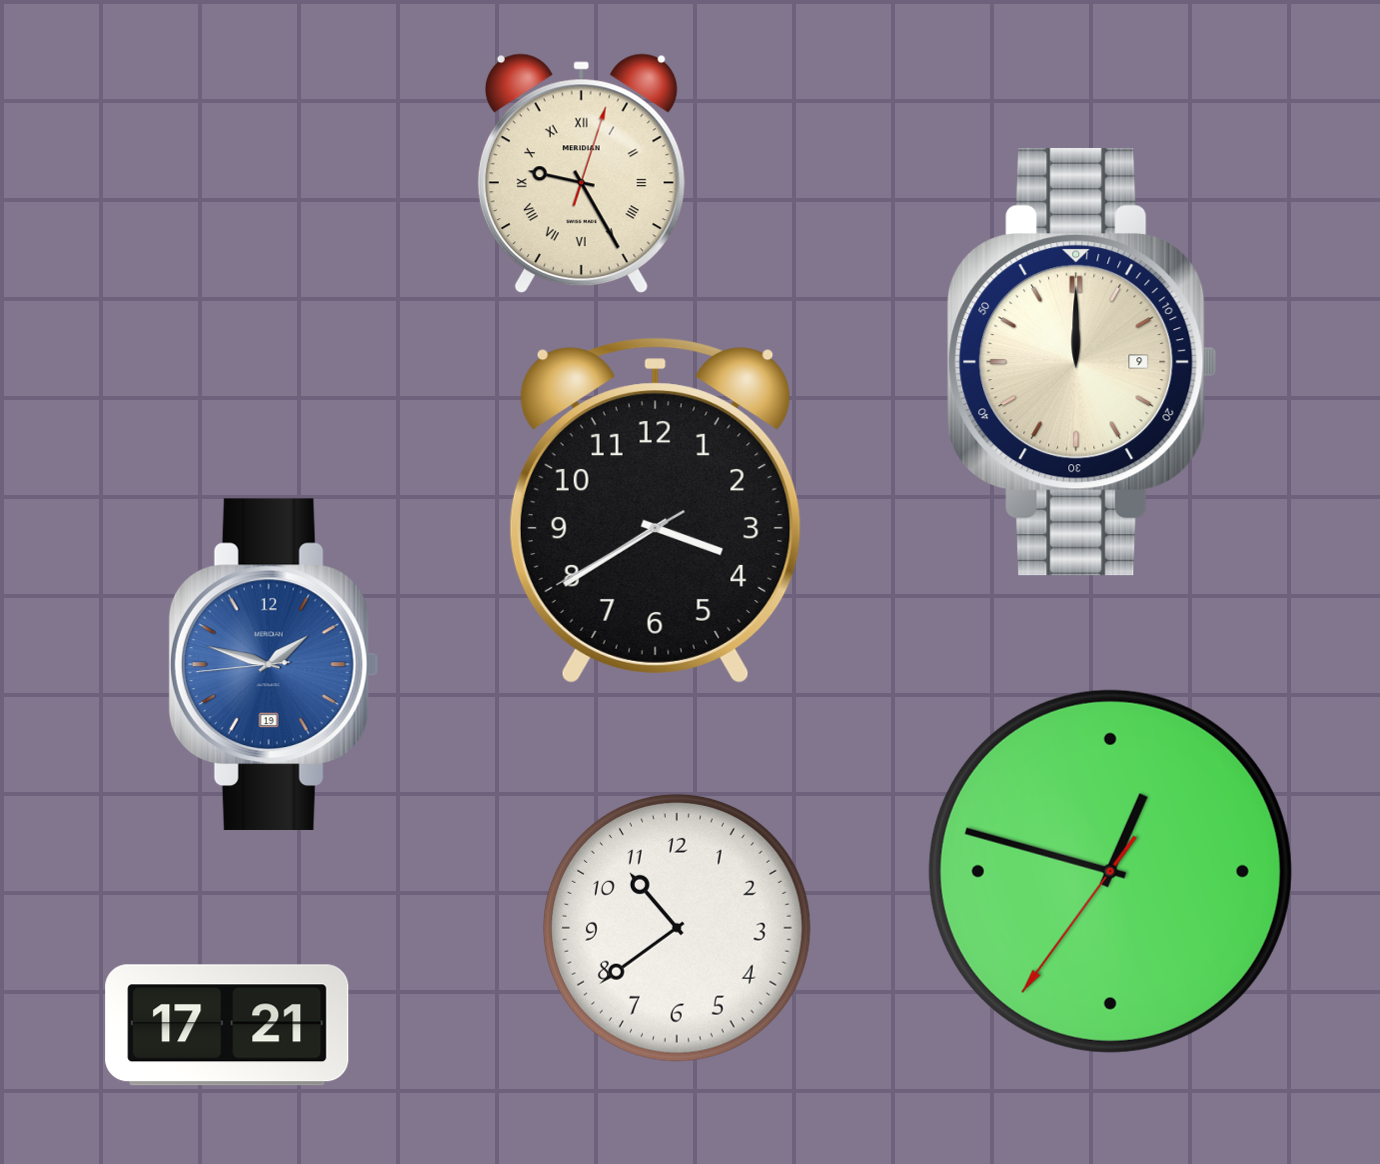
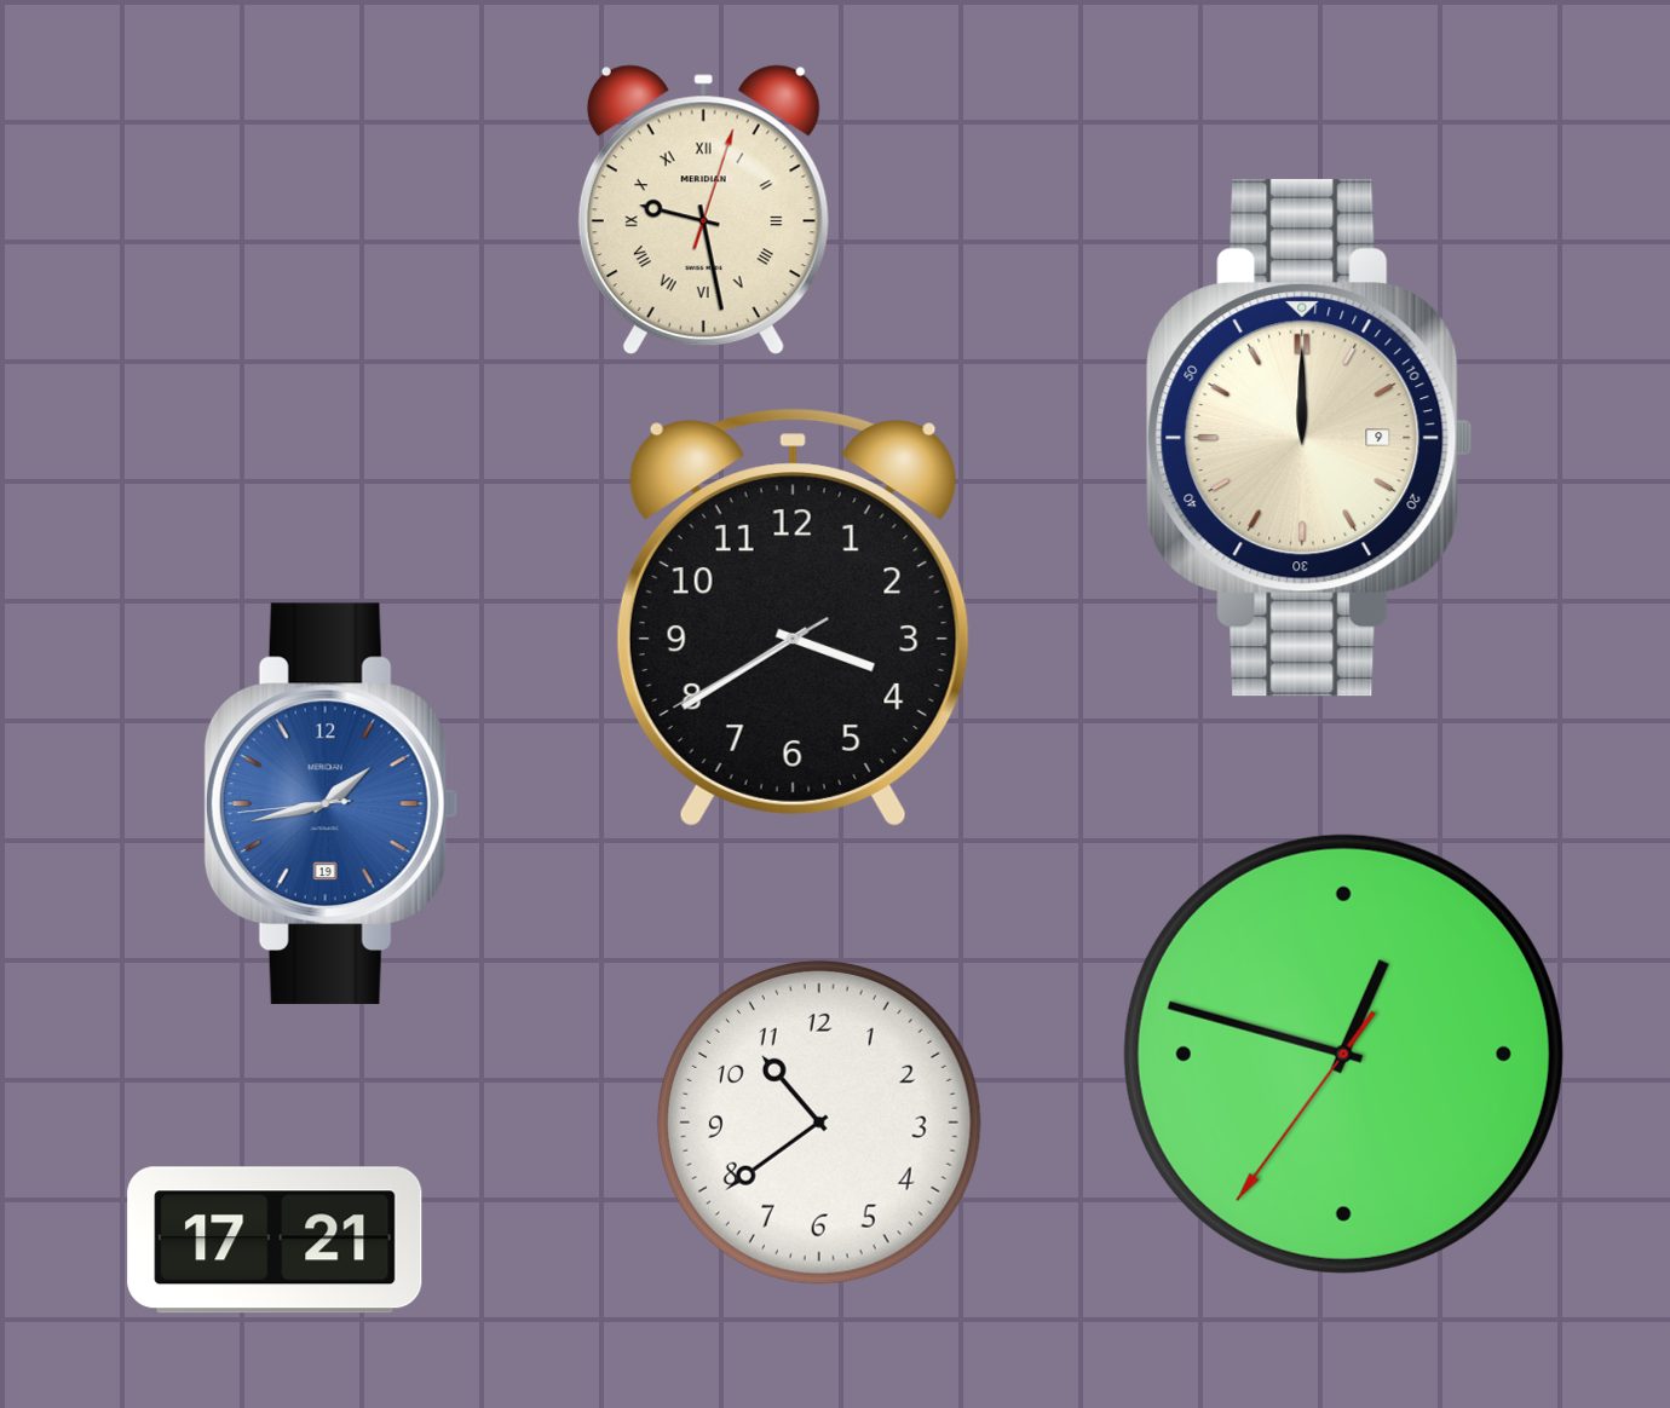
clock at (581, 174): 9:25 -> 9:28
clock at (273, 664): 1:47 -> 1:42
